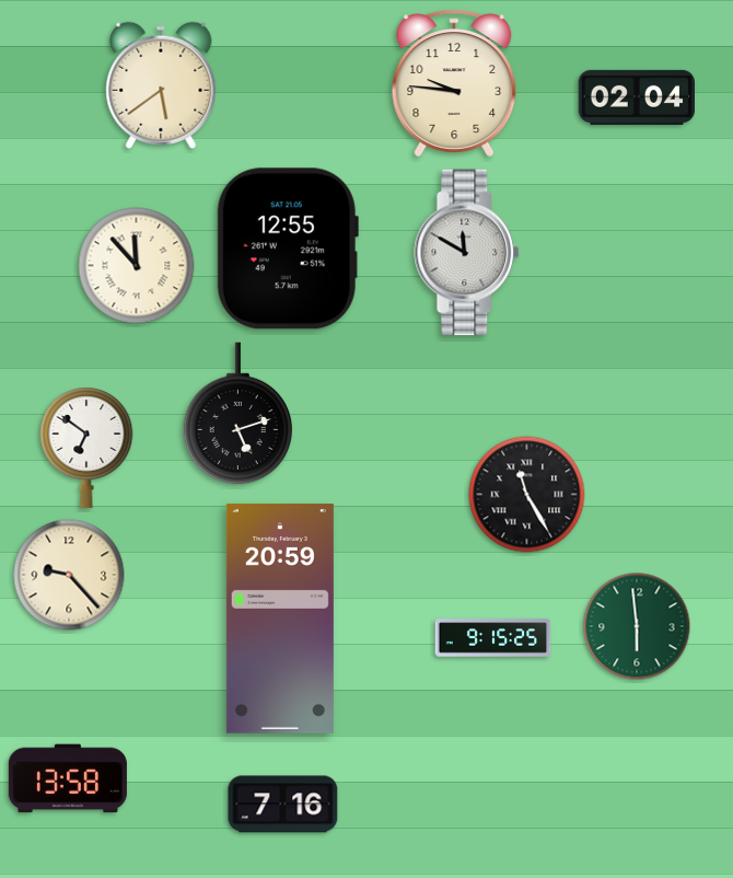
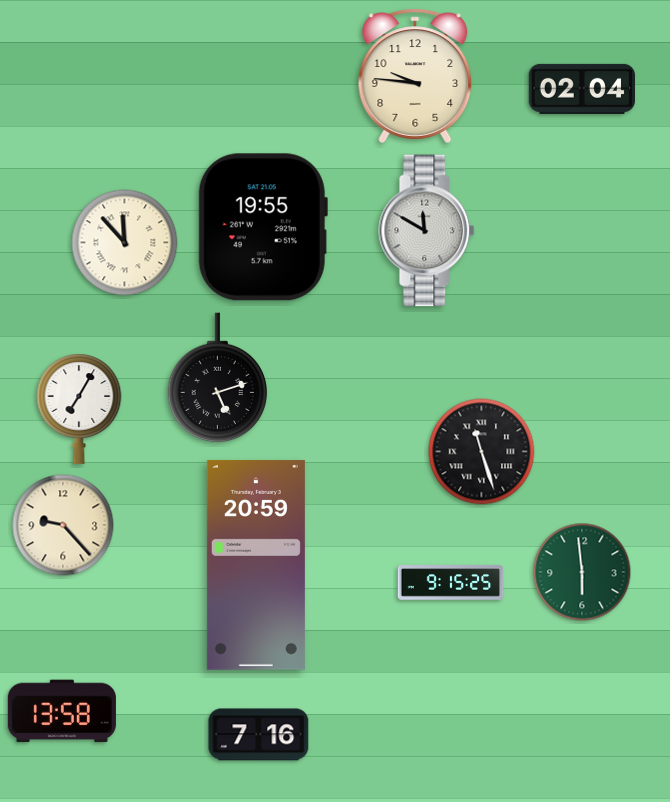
clock at (161, 85): 5:39 -> none
clock at (288, 249): 12:55 -> 19:55
clock at (86, 448): 6:51 -> 7:05
clock at (527, 495): 11:25 -> 11:27
